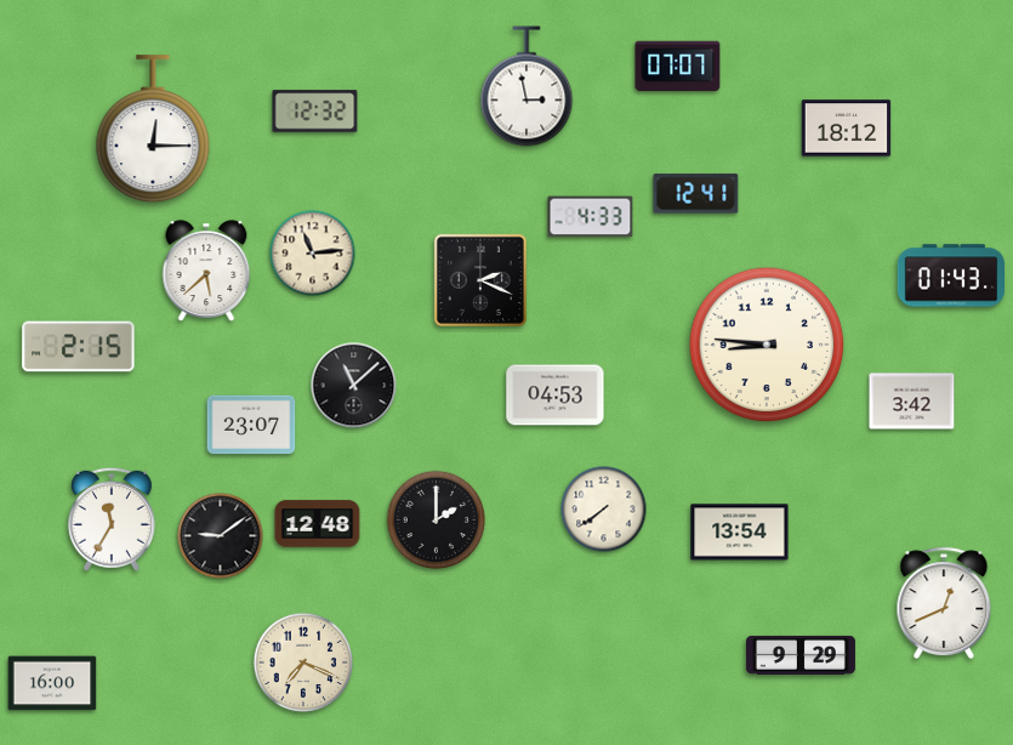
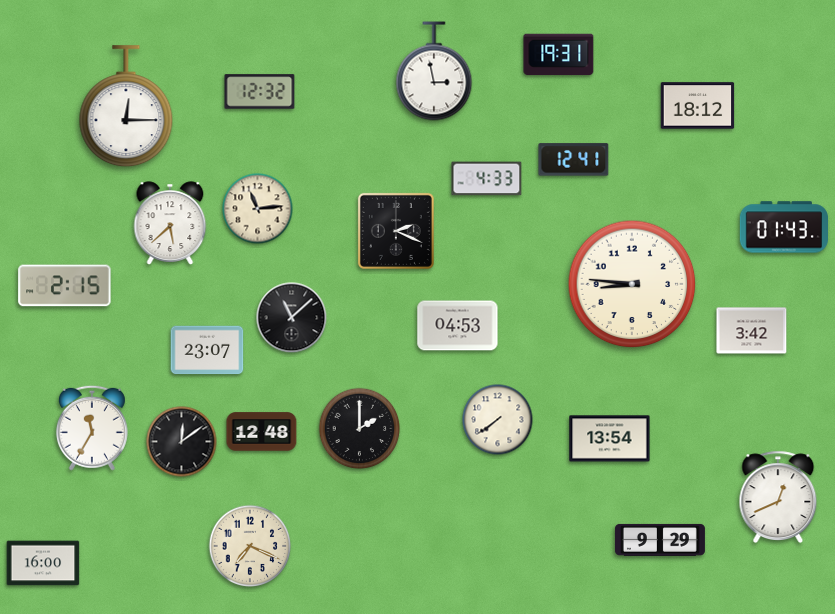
clock at (678, 67): 07:07 -> 19:31
clock at (221, 536): 9:09 -> 12:09
